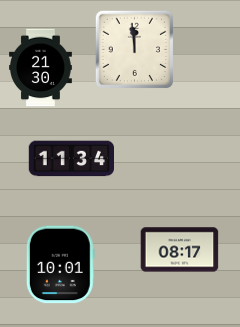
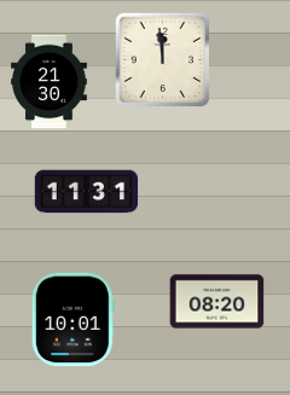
clock at (71, 159): 11:34 -> 11:31
clock at (179, 250): 08:17 -> 08:20
